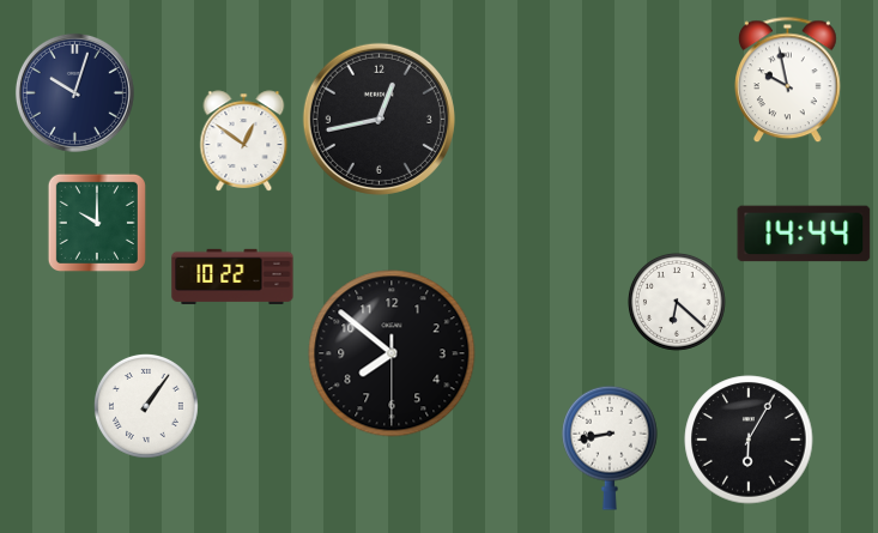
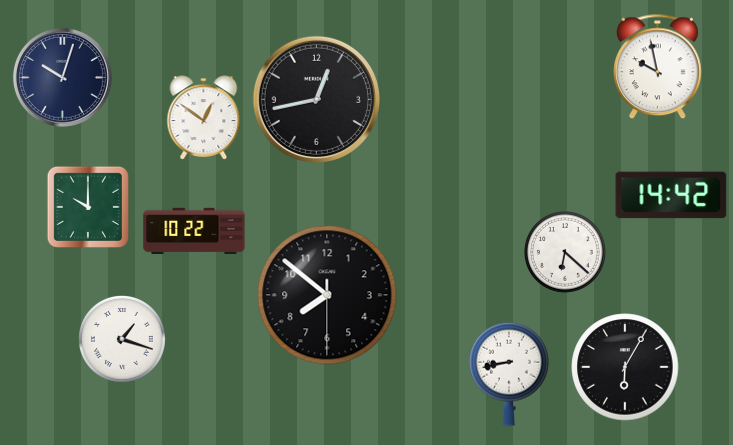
clock at (97, 223) position: (97, 223) -> (88, 207)
clock at (804, 234): 14:44 -> 14:42
clock at (147, 407): 1:06 -> 1:18
